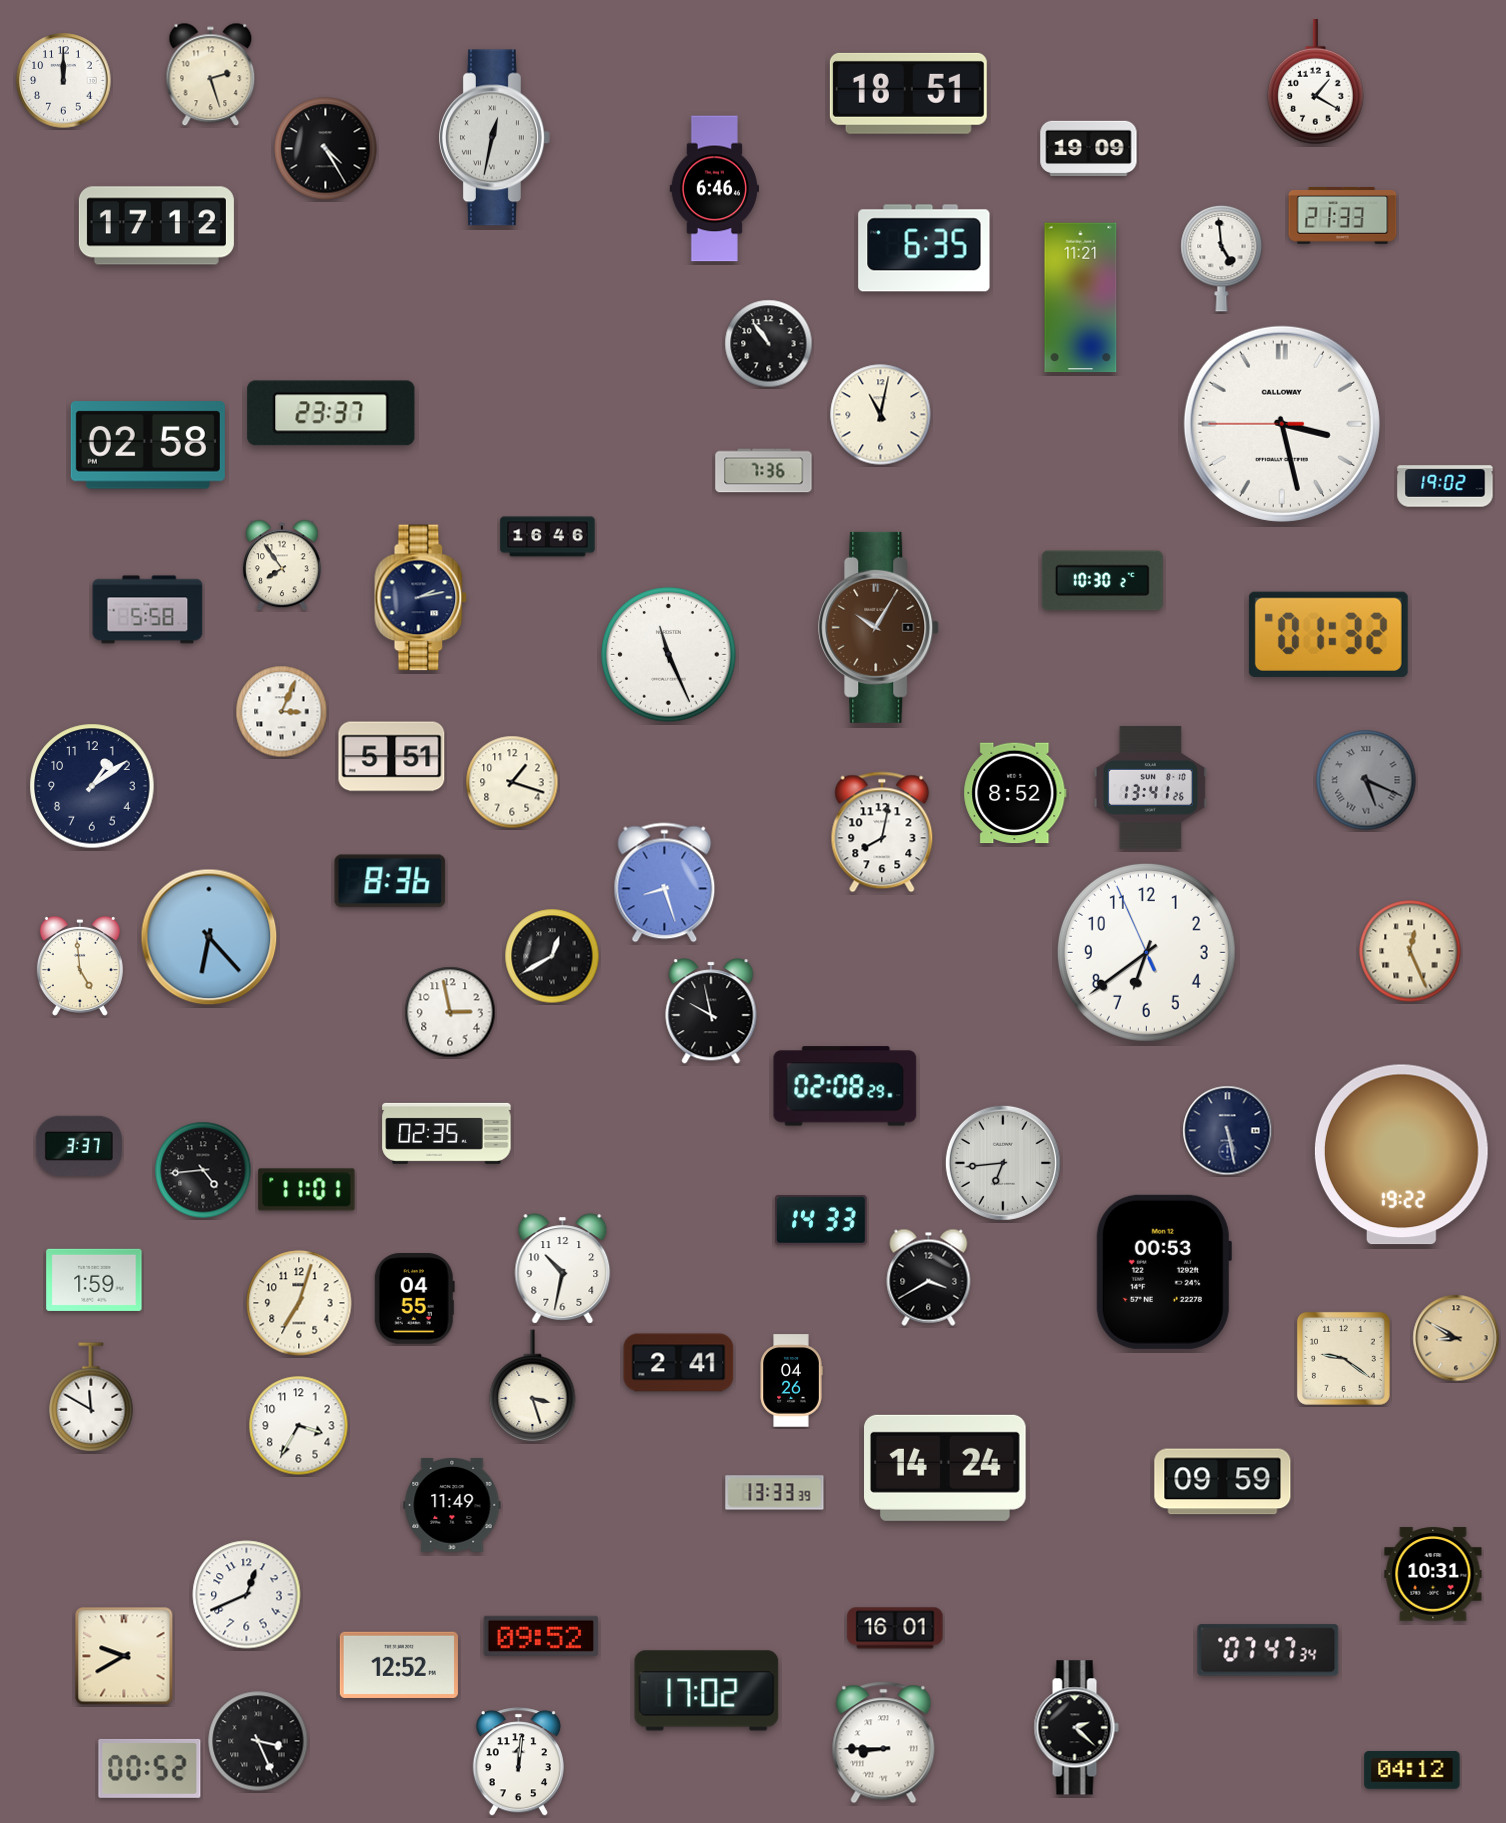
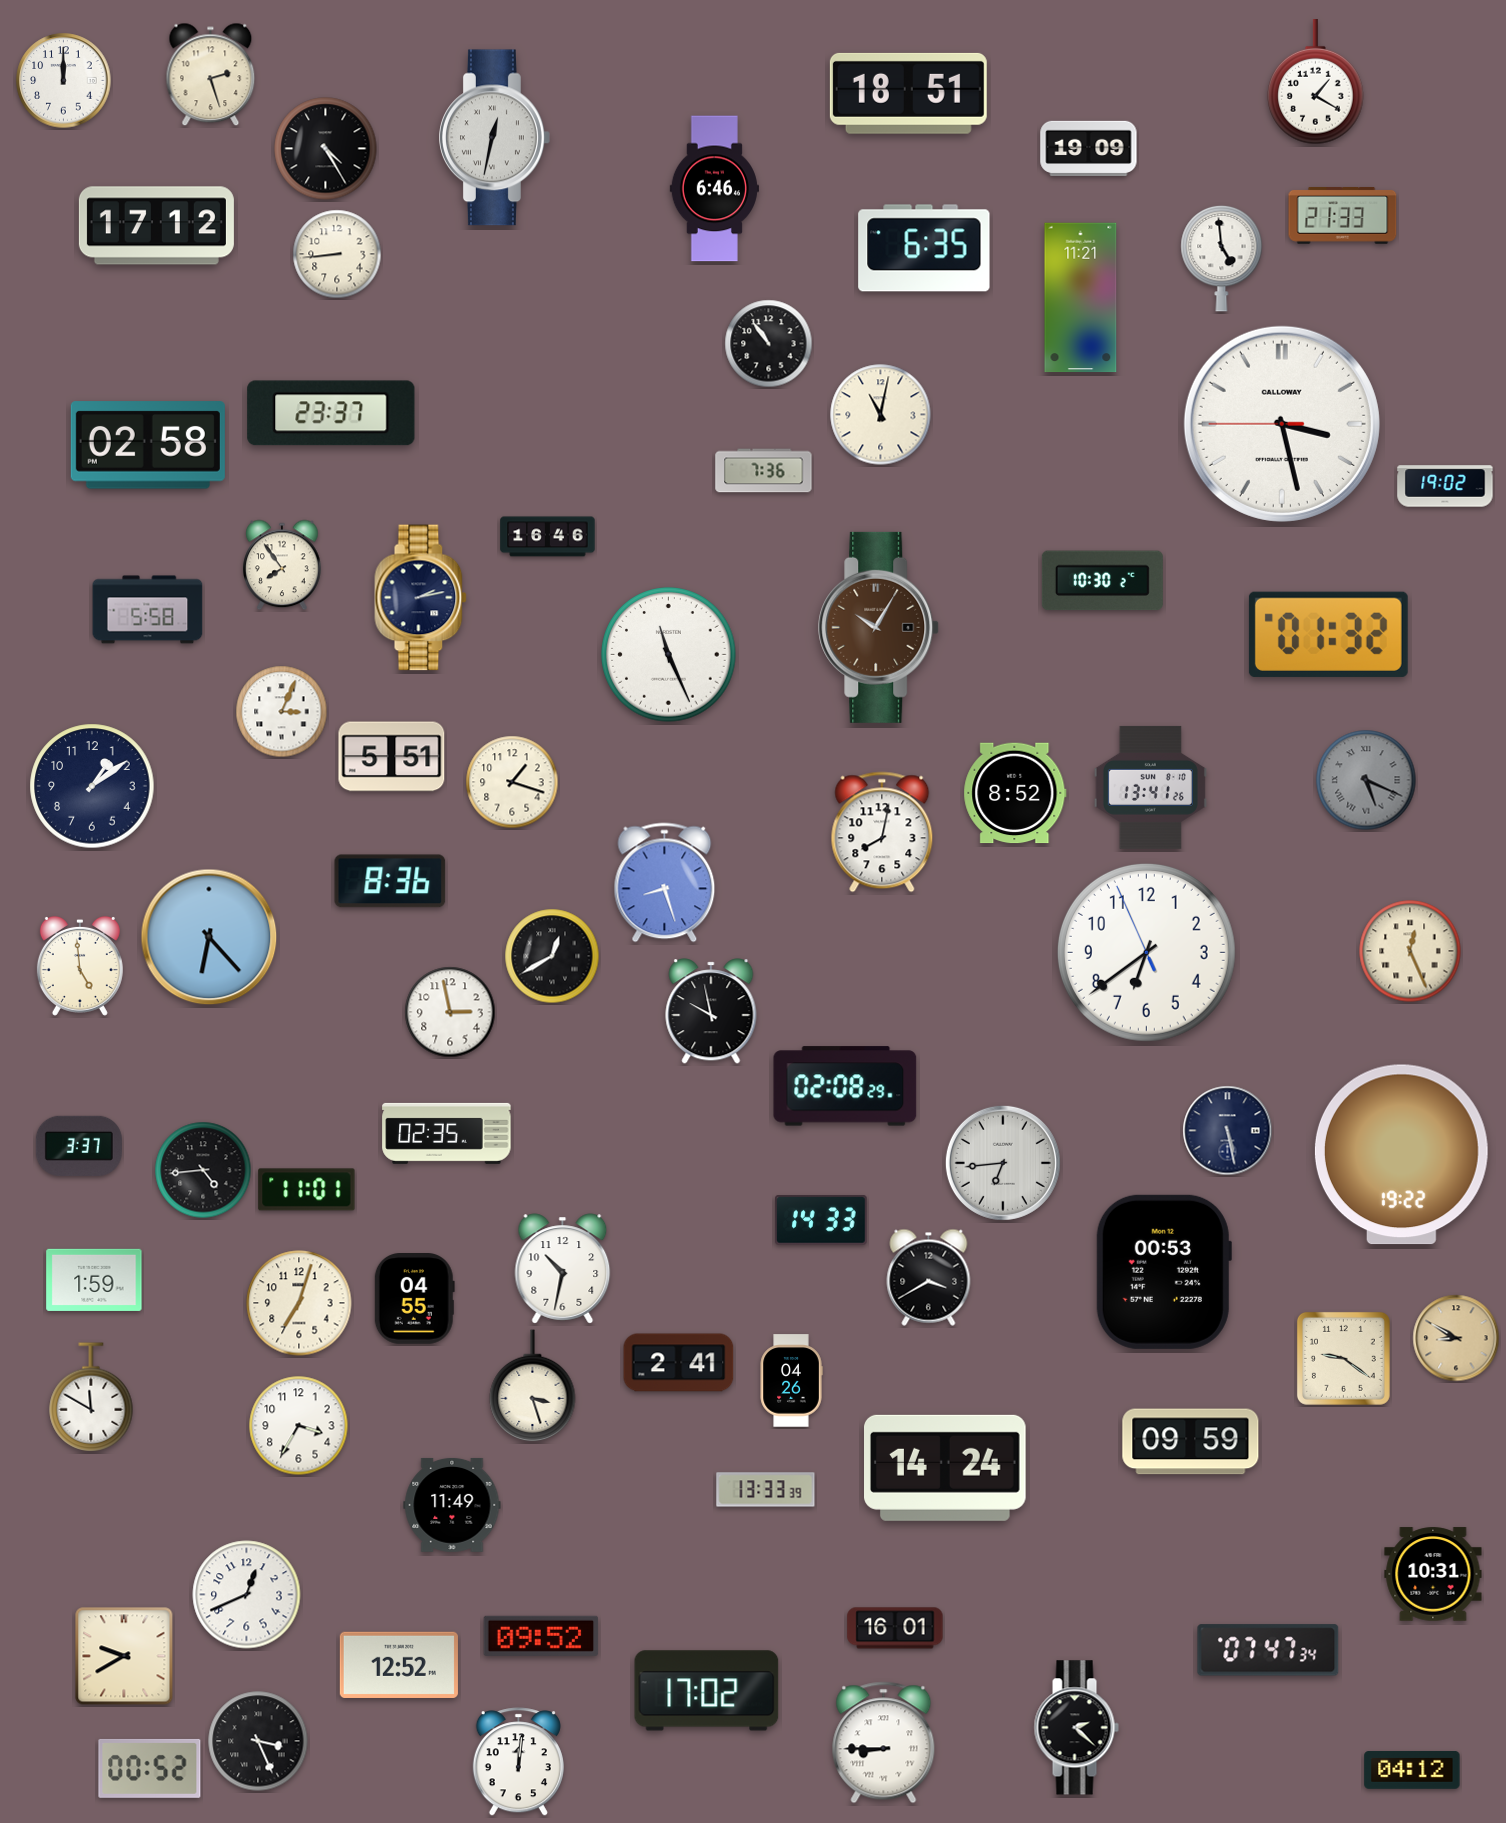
clock at (337, 254): none -> 8:44
clock at (1223, 1482) position: (1223, 1482) -> (1191, 1442)
clock at (775, 1493) position: (775, 1493) -> (766, 1490)
